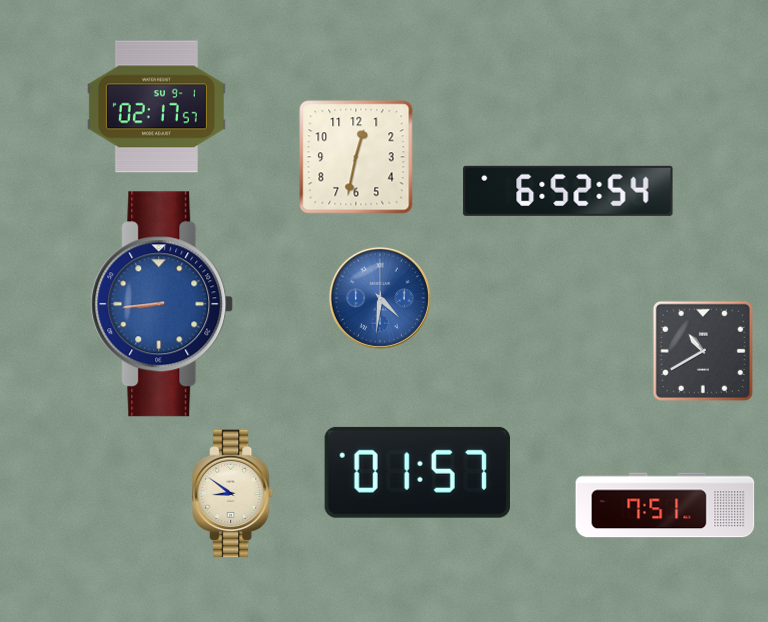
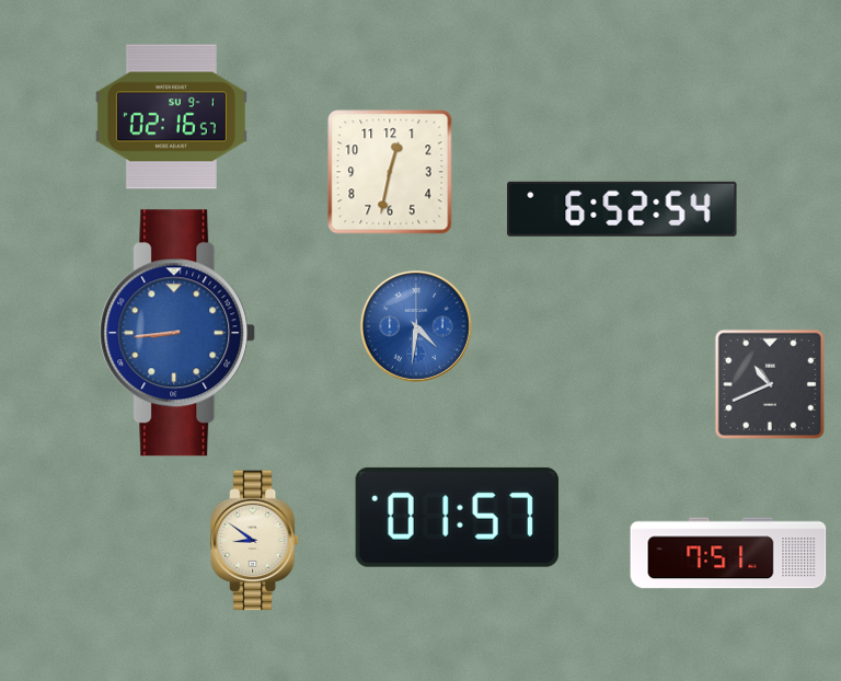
clock at (156, 107): 02:17 -> 02:16
clock at (703, 351): 10:40 -> 10:41
